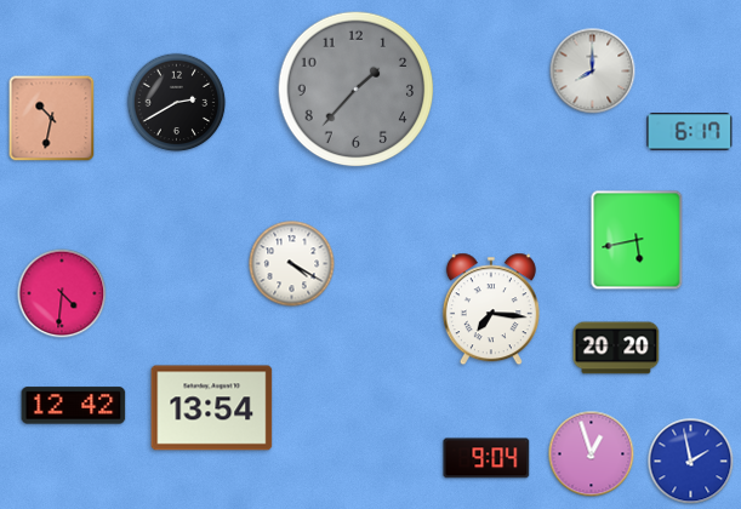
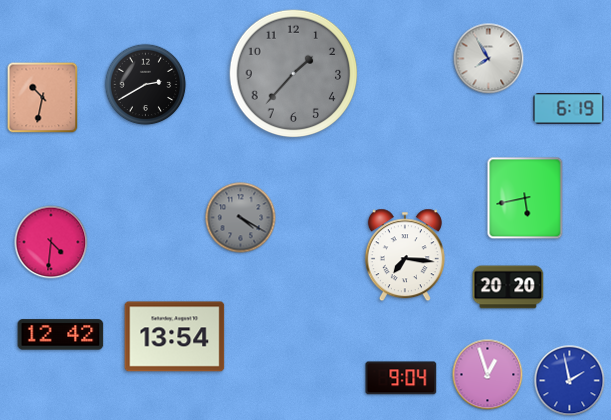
clock at (593, 72): 8:00 -> 7:55
clock at (690, 132): 6:17 -> 6:19
clock at (292, 264) dial: white -> grey
